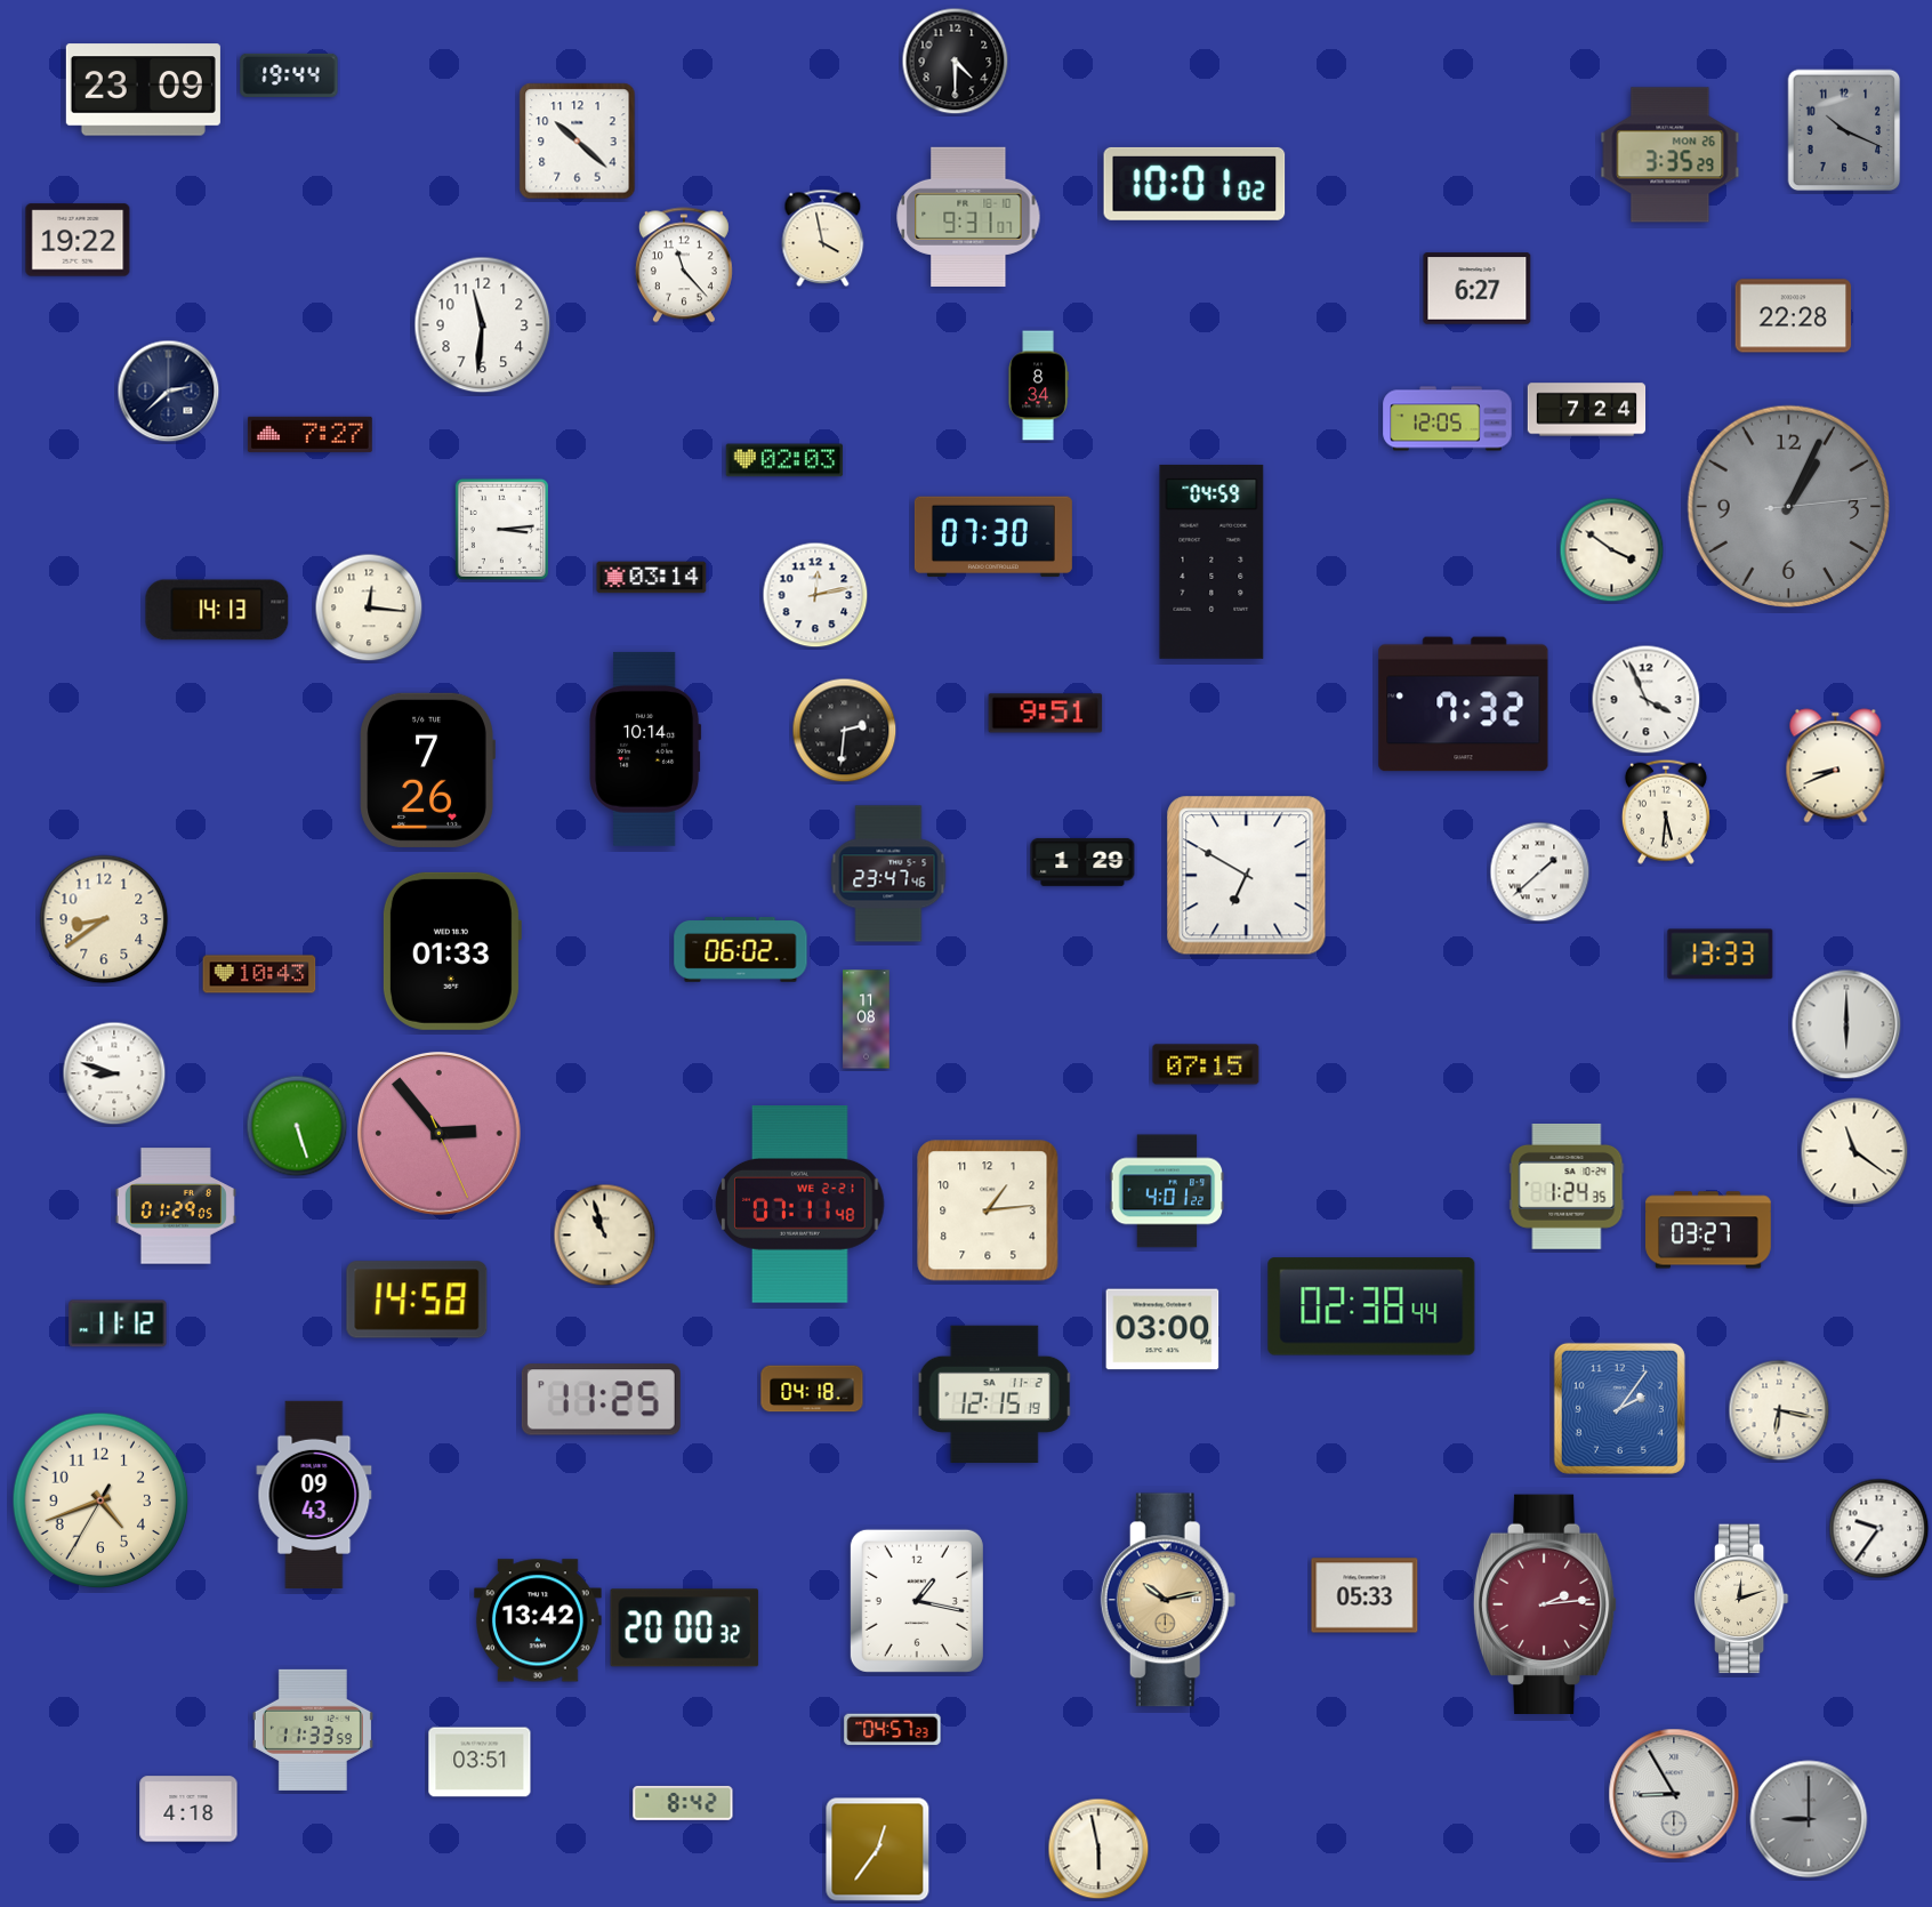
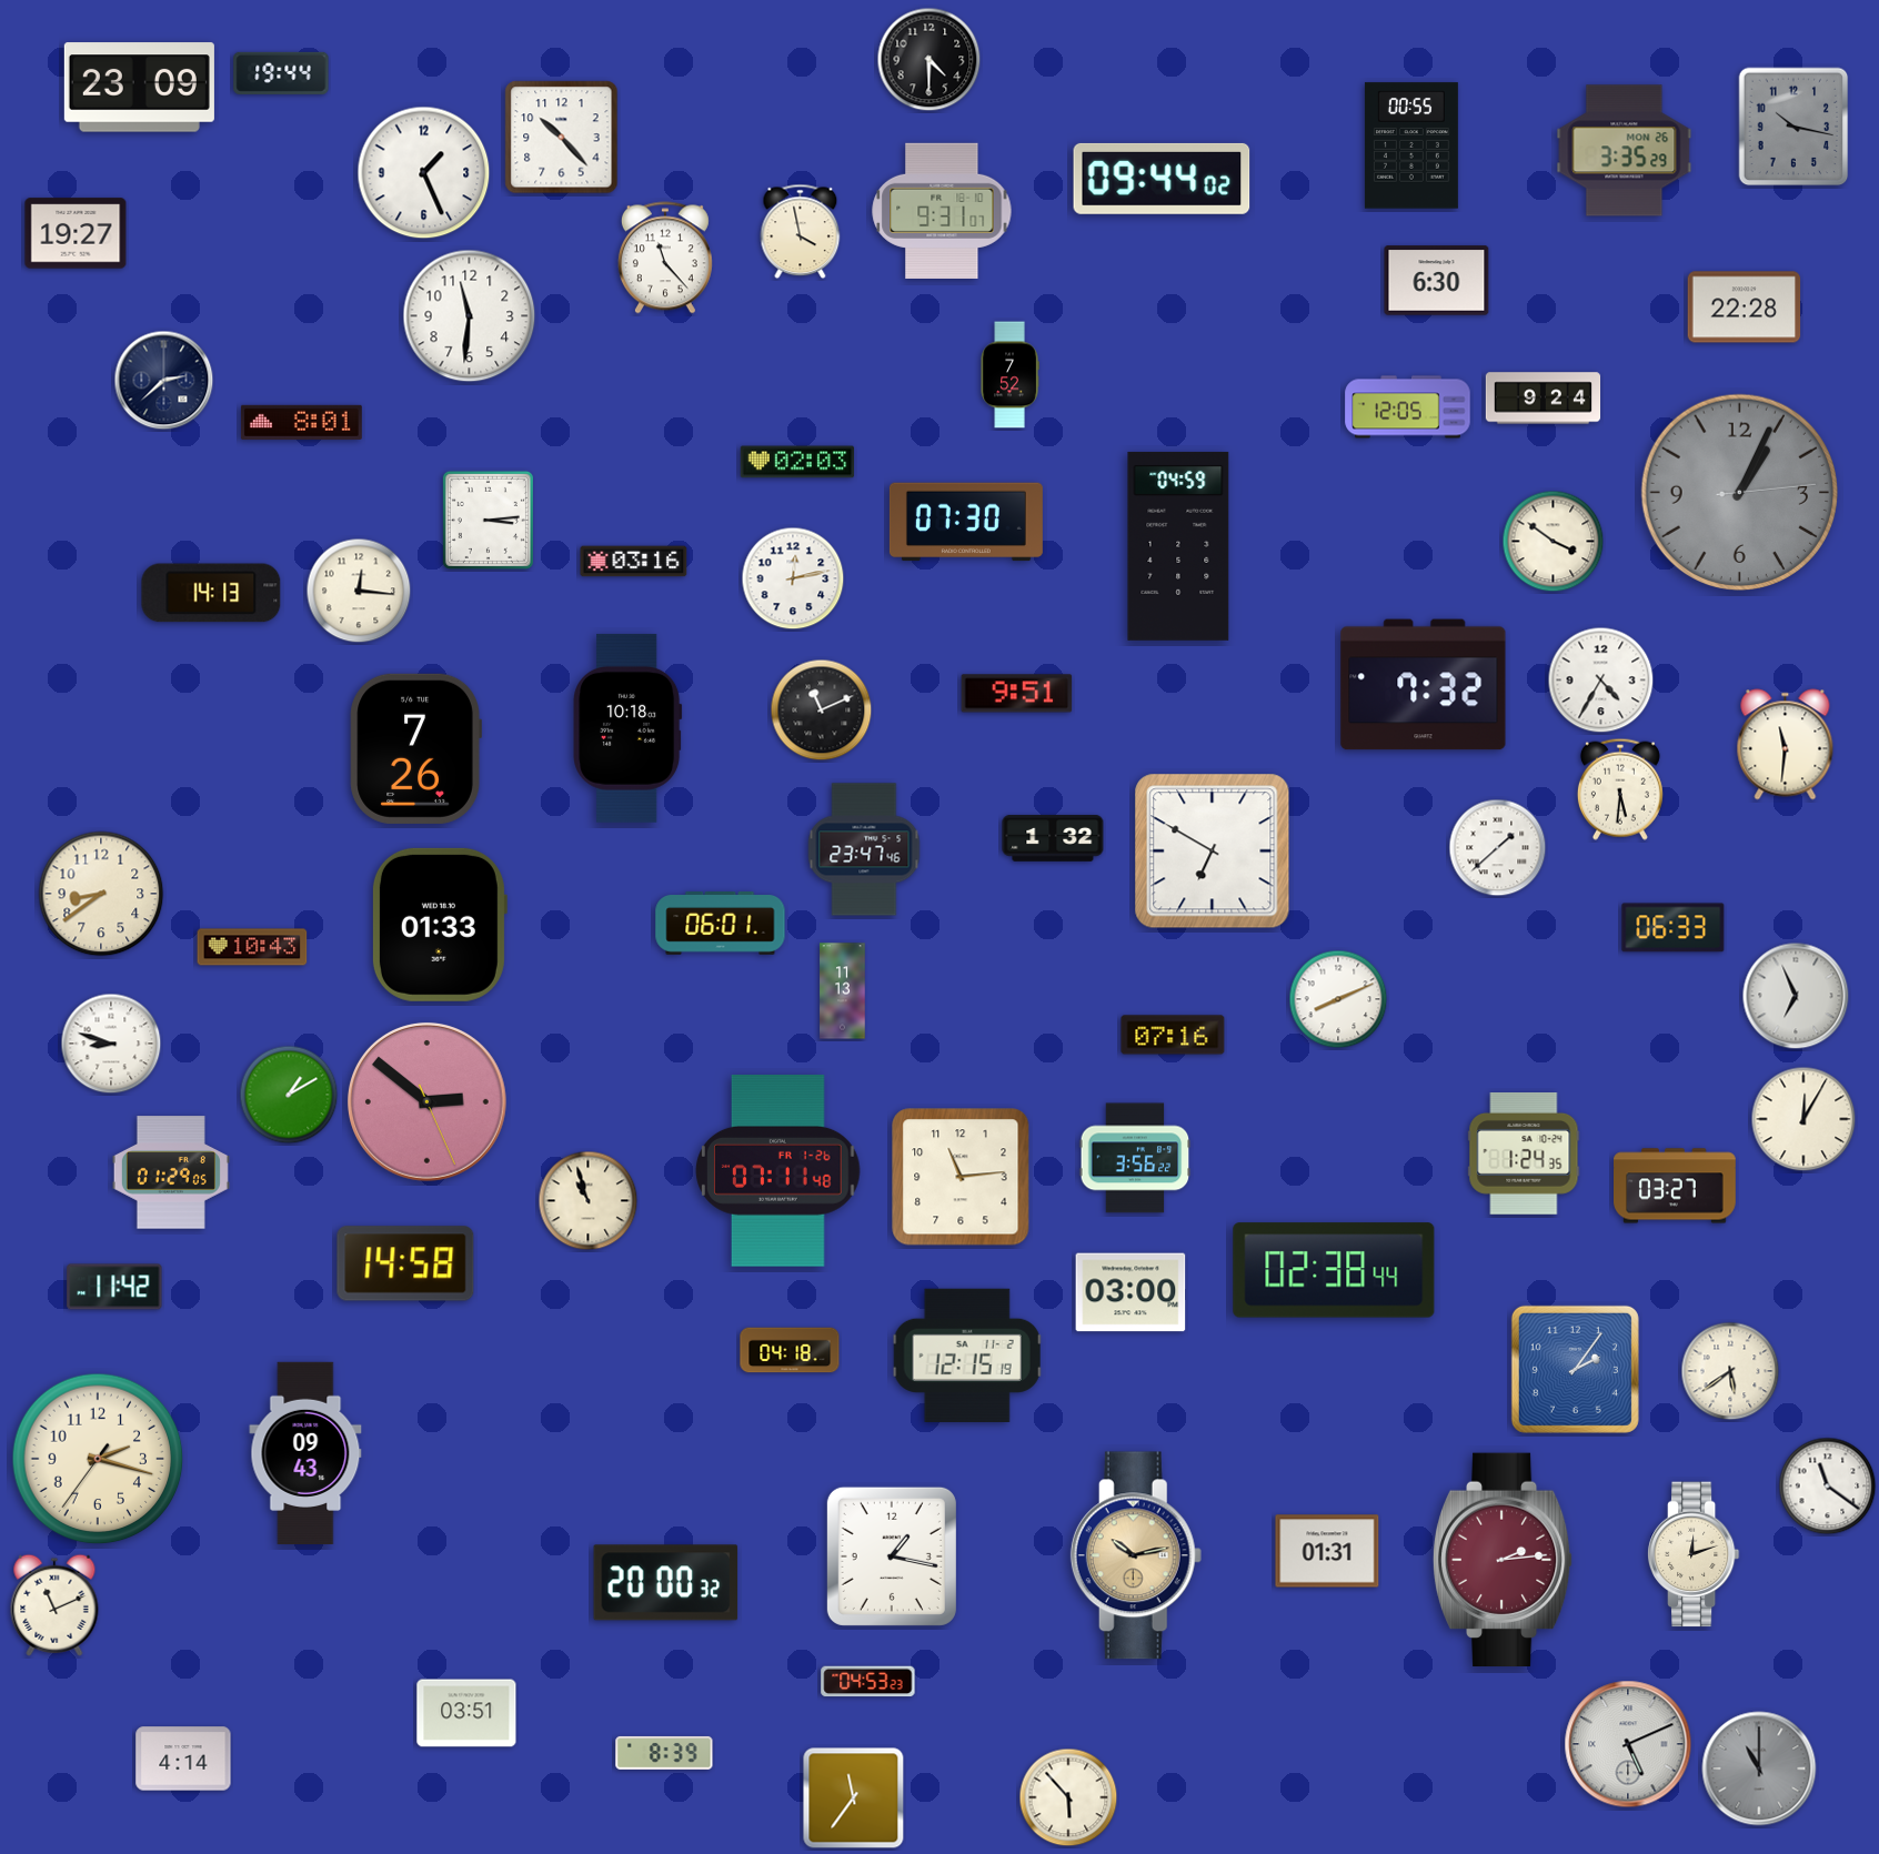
clock at (1844, 130): 10:19 -> 10:17
clock at (578, 142): 10:22 -> 10:23
clock at (1411, 145): none -> 00:55
clock at (424, 173): none -> 1:26
clock at (1194, 184): 10:01 -> 09:44
clock at (78, 240): 19:22 -> 19:27
clock at (1478, 289): 6:27 -> 6:30
clock at (1038, 386): 8:34 -> 7:52
clock at (1587, 410): 7:24 -> 9:24
clock at (309, 434): 7:27 -> 8:01
clock at (784, 460) position: (784, 460) -> (797, 462)
clock at (501, 529) position: (501, 529) -> (488, 520)
clock at (1612, 550) position: (1612, 550) -> (1554, 542)
clock at (652, 578): 03:14 -> 03:16
clock at (1647, 700): 3:56 -> 4:35
clock at (845, 731): 2:31 -> 11:11
clock at (645, 749): 10:14 -> 10:18
clock at (1836, 766): 8:41 -> 11:31
clock at (1082, 862): 1:29 -> 1:32
clock at (741, 950): 06:02 -> 06:01
clock at (1721, 955): 13:33 -> 06:33
clock at (867, 1020): 11:08 -> 11:13
clock at (1846, 1024): 6:00 -> 6:56
clock at (1338, 999): none -> 8:11
clock at (1206, 1064): 07:15 -> 07:16
clock at (297, 1126): 5:27 -> 1:10
clock at (440, 1134): 2:53 -> 2:51
clock at (1854, 1151): 11:21 -> 12:05
clock at (1167, 1191): 4:01 -> 3:56
clock at (800, 1205) date: WE 2-21 -> FR 1-26
clock at (988, 1210): 1:14 -> 11:14
clock at (1709, 1230) position: (1709, 1230) -> (1676, 1186)
clock at (118, 1323): 11:12 -> 11:42
clock at (601, 1400): 11:25 -> none
clock at (1779, 1410): 6:17 -> 5:39
clock at (100, 1500): 4:41 -> 2:17
clock at (1879, 1529): 9:36 -> 11:21
clock at (1365, 1595): 05:33 -> 01:31
clock at (538, 1620): 13:42 -> none
clock at (54, 1605): none -> 11:11
clock at (313, 1730): 11:33 -> none
clock at (893, 1730): 04:57 -> 04:53
clock at (1674, 1794): 8:55 -> 5:11
clock at (683, 1803): 8:42 -> 8:39
clock at (188, 1809): 4:18 -> 4:14
clock at (1809, 1819): 9:00 -> 11:00
clock at (1098, 1849): 5:58 -> 5:53
clock at (878, 1850): 12:36 -> 11:36
